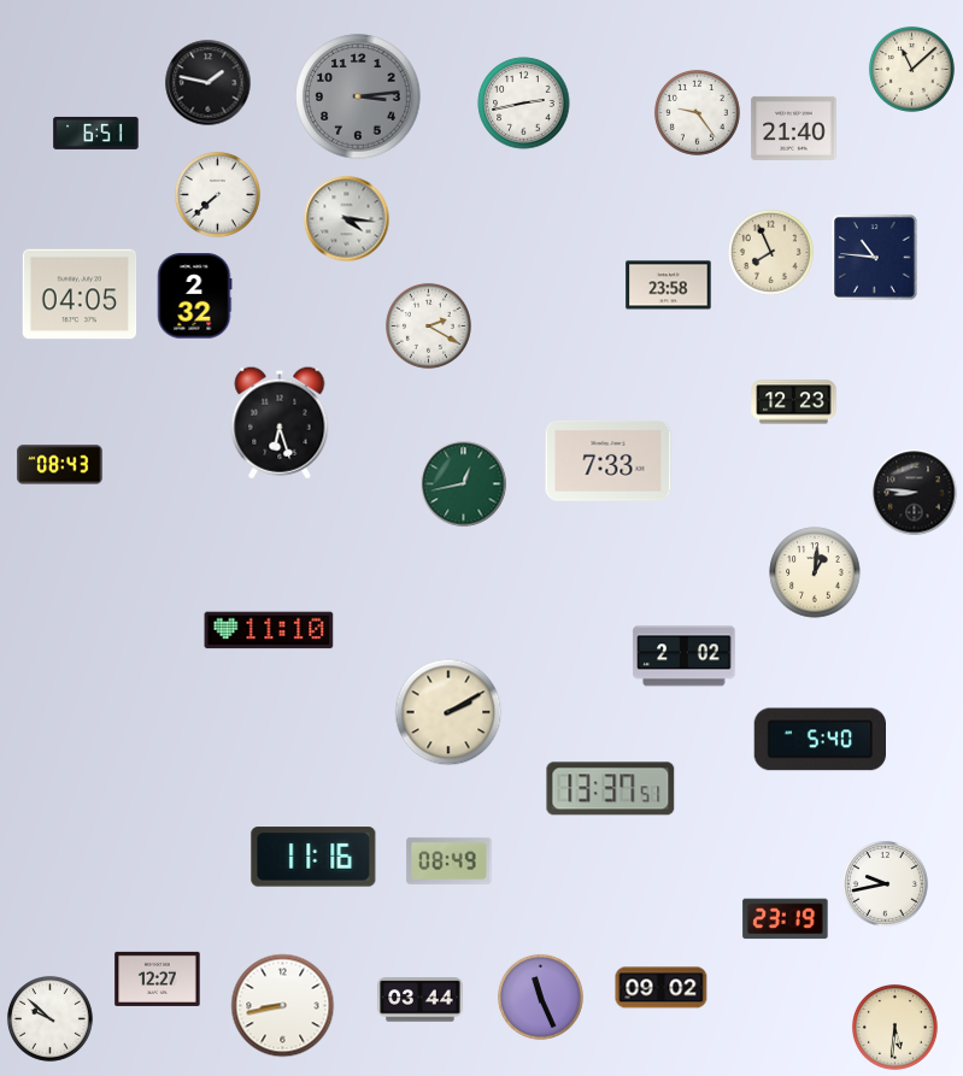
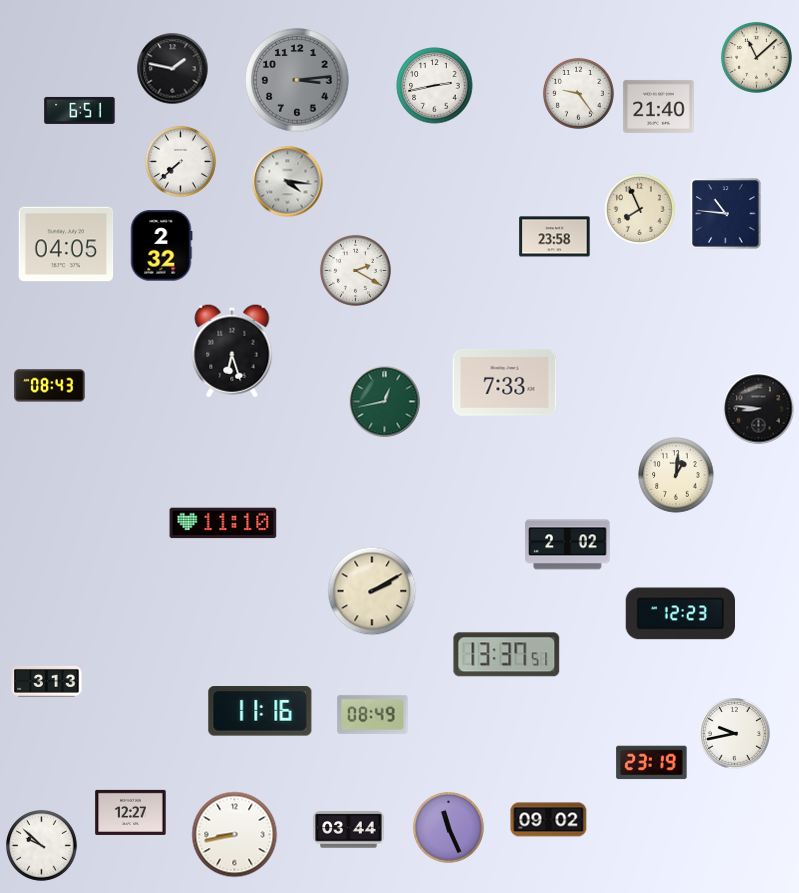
clock at (794, 402): 12:23 -> none
clock at (820, 740): 5:40 -> 12:23
clock at (47, 681): none -> 3:13
clock at (894, 1027): 5:31 -> none
